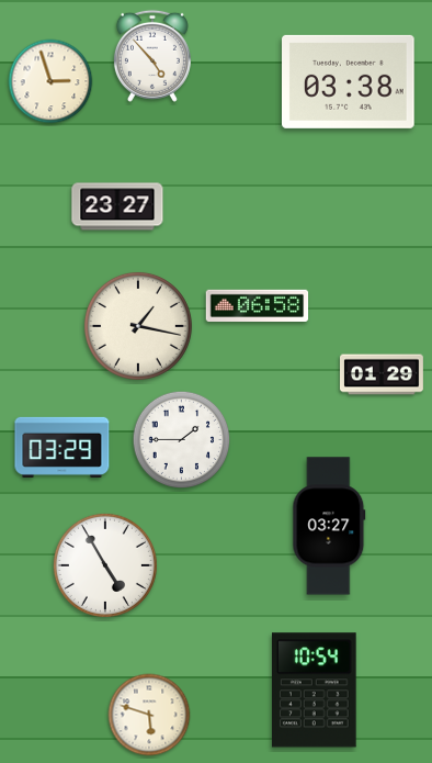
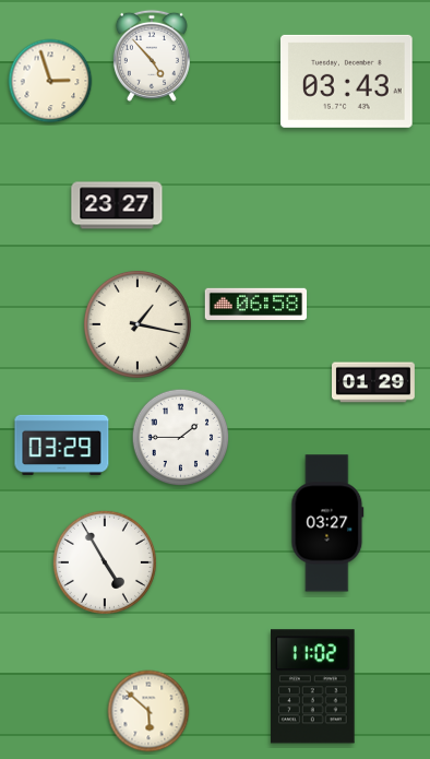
clock at (349, 81): 03:38 -> 03:43
clock at (383, 374) position: (383, 374) -> (374, 382)
clock at (315, 691): 10:54 -> 11:02
clock at (149, 715): 5:48 -> 5:52
